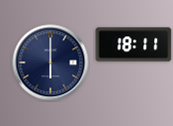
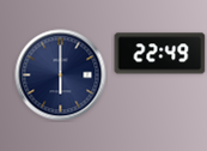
clock at (134, 45): 18:11 -> 22:49
